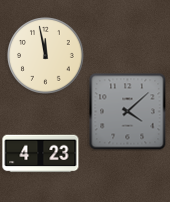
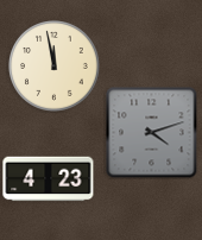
clock at (127, 111): 4:08 -> 4:12
clock at (41, 154) position: (41, 154) -> (49, 179)
